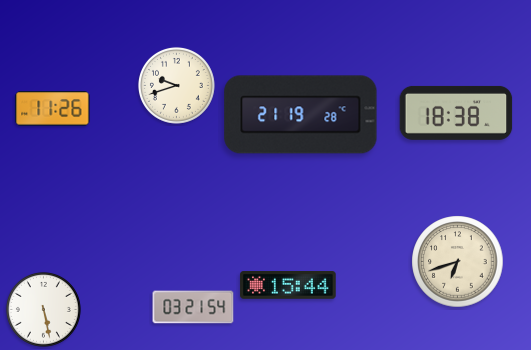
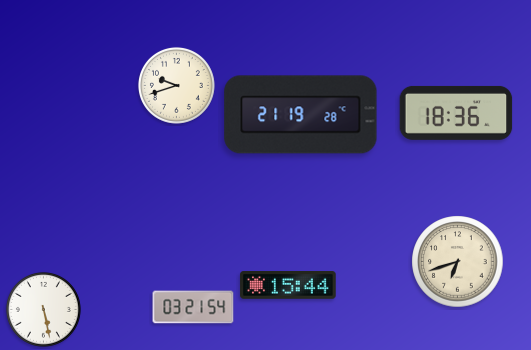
clock at (53, 109): 11:26 -> none
clock at (456, 113): 18:38 -> 18:36
